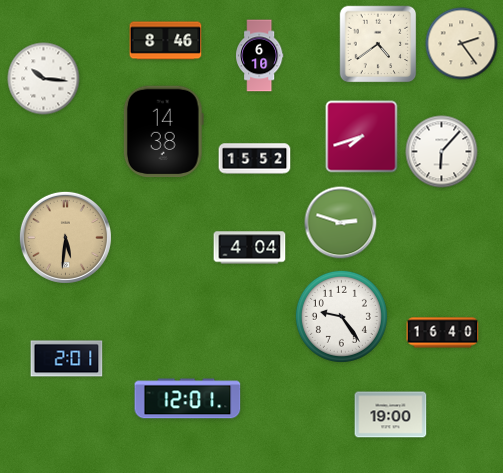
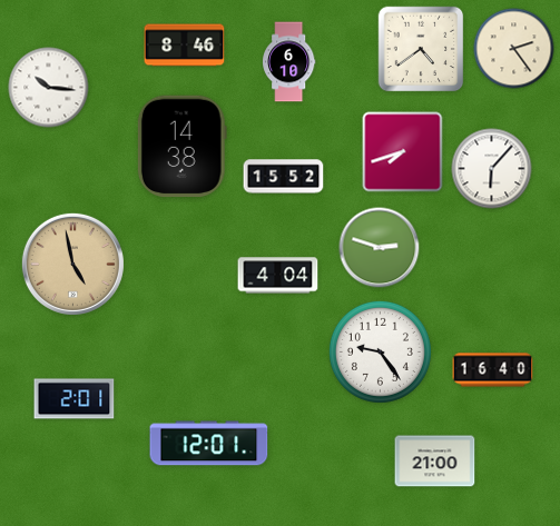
clock at (65, 237): 5:31 -> 4:58
clock at (391, 415): 19:00 -> 21:00
